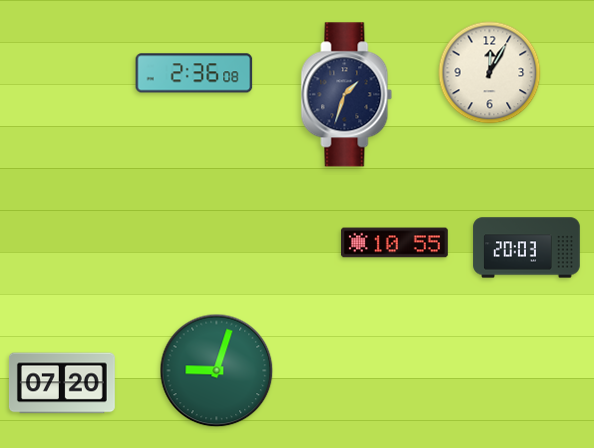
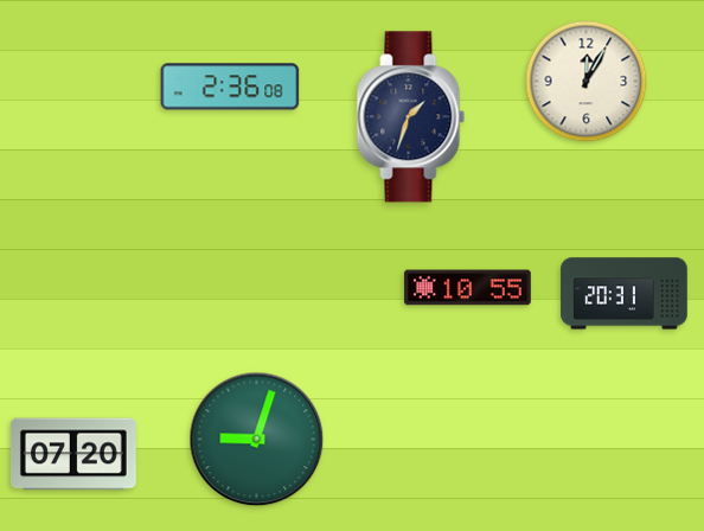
clock at (490, 73) position: (490, 73) -> (587, 82)
clock at (347, 95) position: (347, 95) -> (411, 117)
clock at (527, 248): 20:03 -> 20:31
